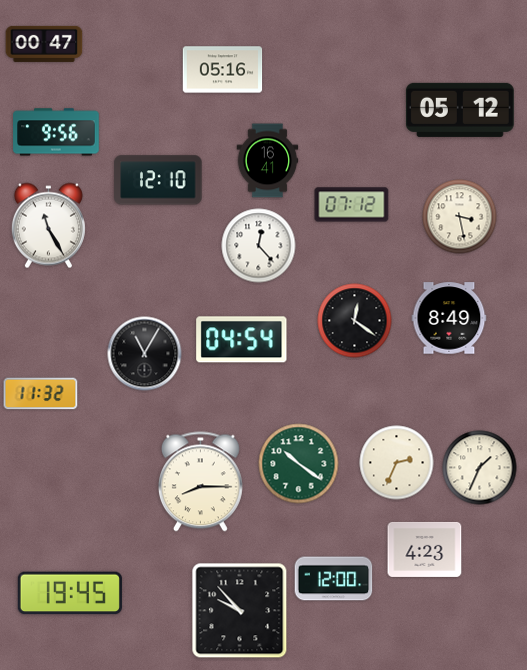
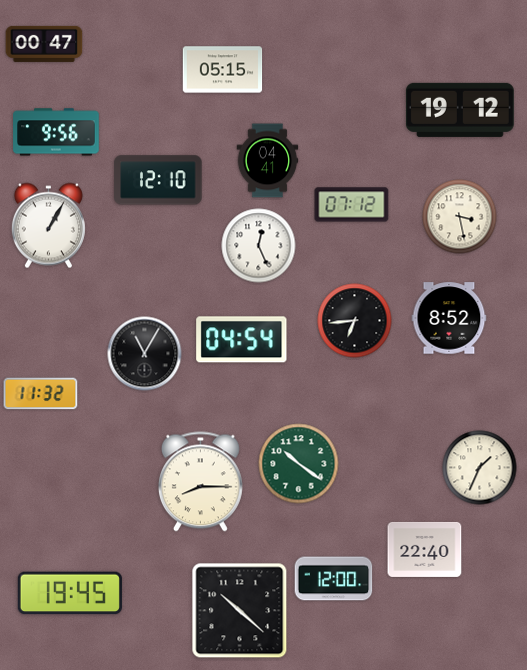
clock at (223, 70): 05:16 -> 05:15
clock at (460, 110): 05:12 -> 19:12
clock at (268, 161): 16:41 -> 04:41
clock at (48, 226): 11:25 -> 1:05
clock at (259, 246): 12:23 -> 12:26
clock at (449, 318): 8:49 -> 8:52
clock at (355, 321): 12:21 -> 6:44
clock at (397, 463): 2:34 -> none
clock at (425, 549): 4:23 -> 22:40
clock at (240, 611): 9:53 -> 10:22
